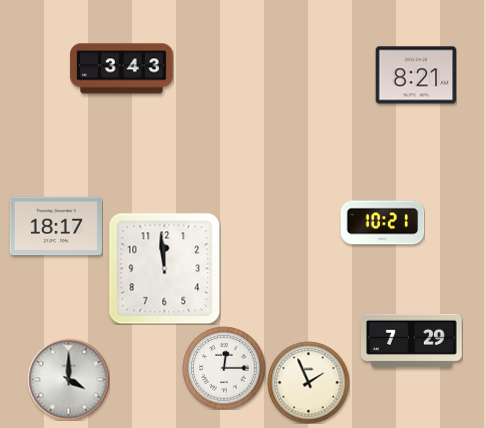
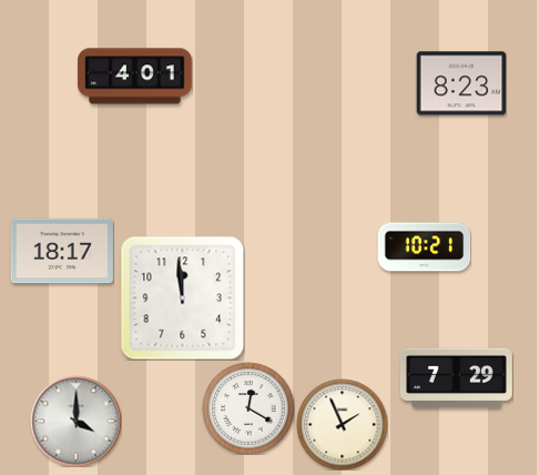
clock at (122, 69): 3:43 -> 4:01
clock at (416, 75): 8:21 -> 8:23
clock at (224, 368): 12:15 -> 12:20
